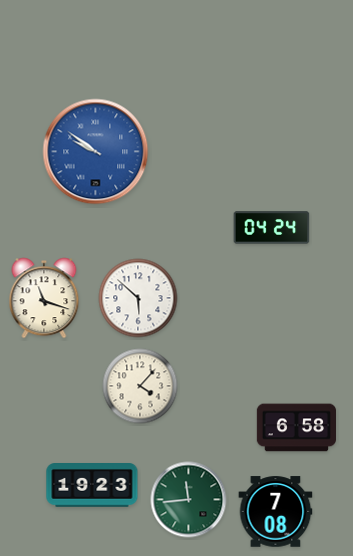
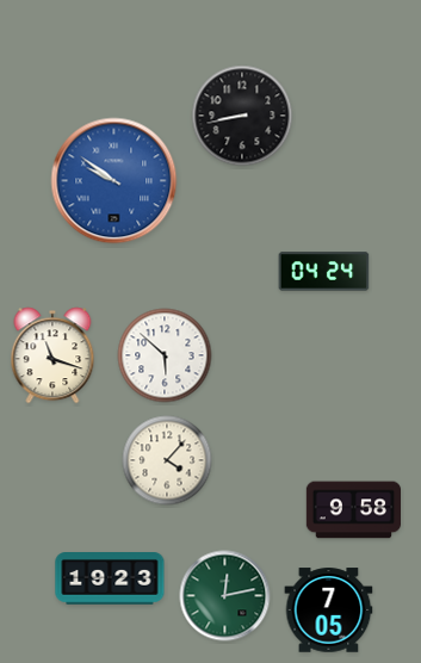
clock at (242, 116): none -> 8:43
clock at (297, 428): 6:58 -> 9:58
clock at (189, 500): 11:44 -> 12:13
clock at (276, 512): 7:08 -> 7:05
